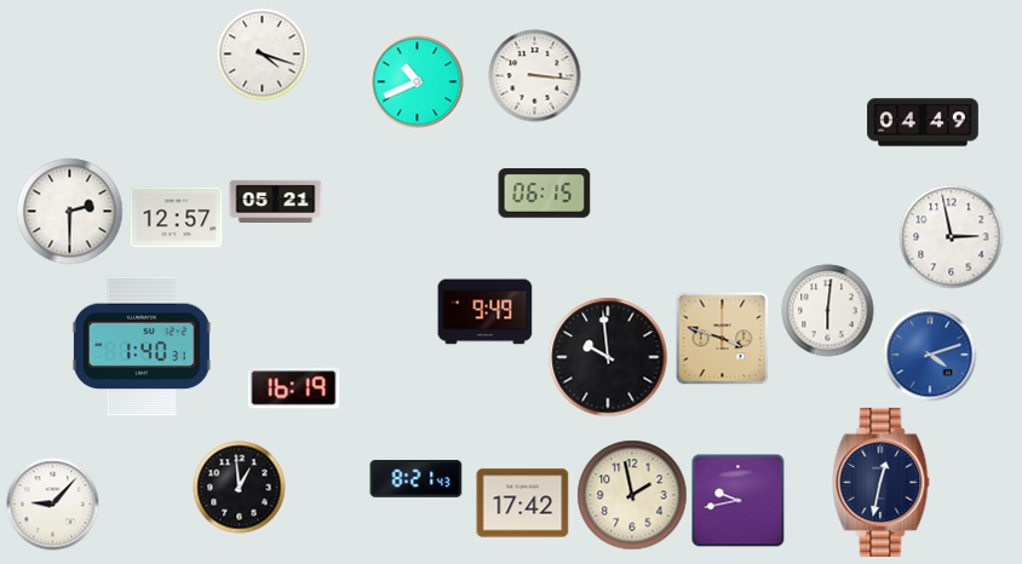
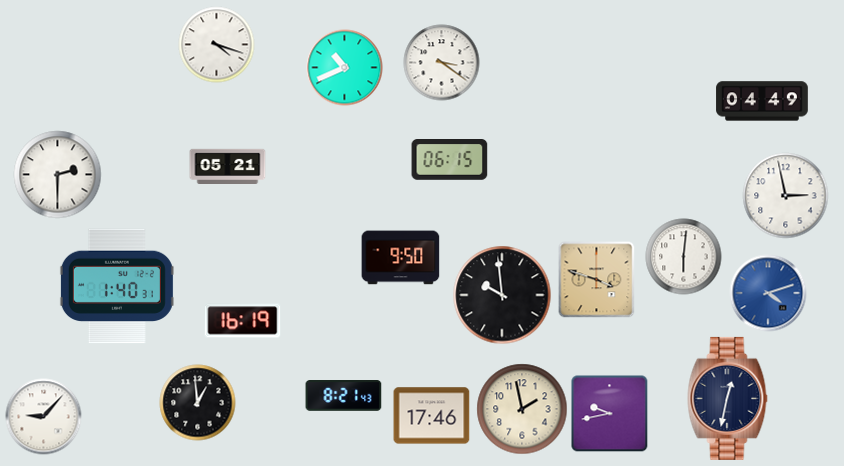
clock at (535, 76): 3:16 -> 3:21
clock at (177, 218): 12:57 -> none
clock at (486, 312): 9:49 -> 9:50
clock at (523, 503): 17:42 -> 17:46
